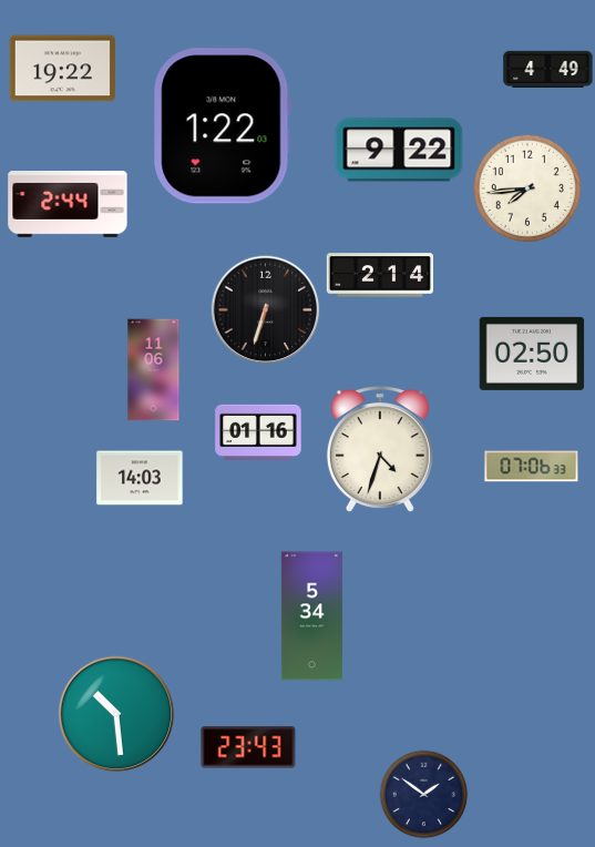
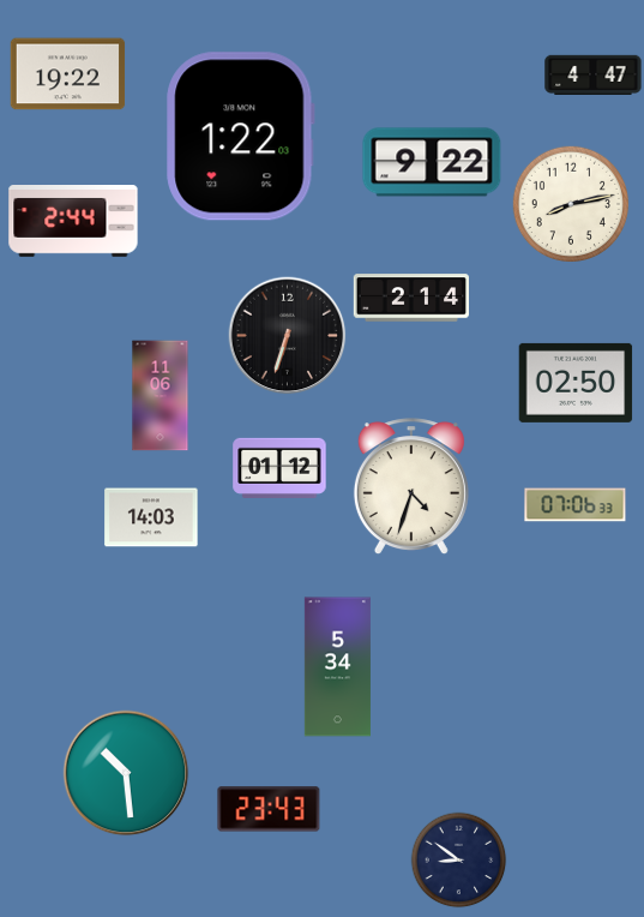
clock at (548, 69): 4:49 -> 4:47
clock at (526, 187): 7:44 -> 8:13
clock at (154, 370) position: (154, 370) -> (161, 396)
clock at (258, 432): 01:16 -> 01:12
clock at (424, 795): 1:51 -> 8:51
